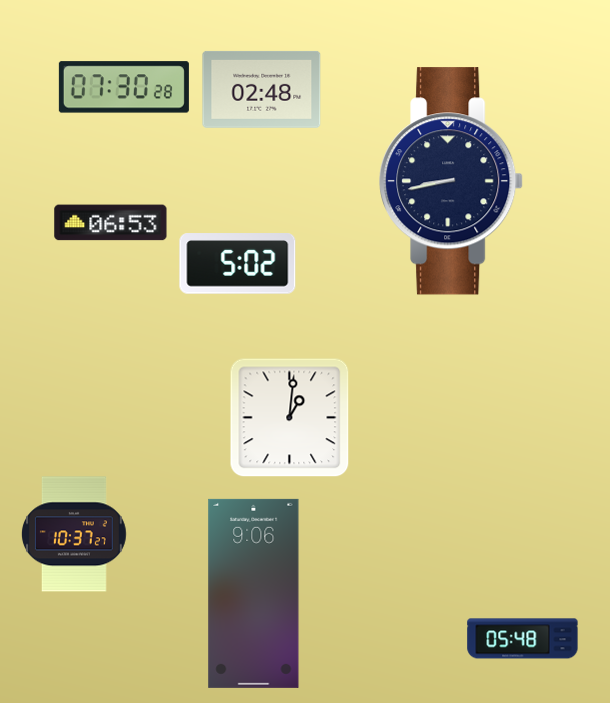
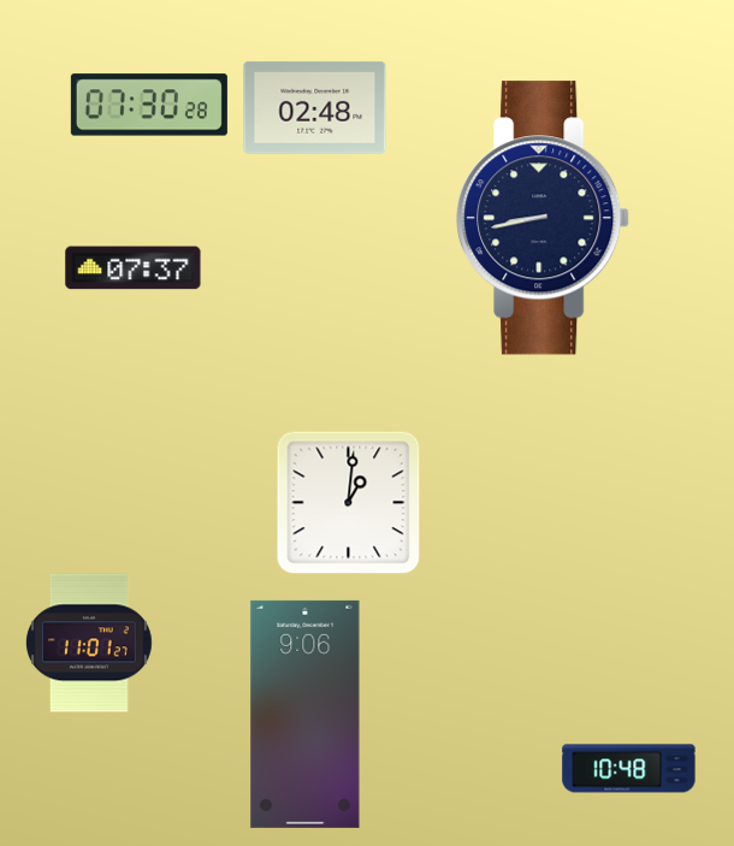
clock at (111, 223): 06:53 -> 07:37
clock at (238, 264): 5:02 -> none
clock at (74, 534): 10:37 -> 11:01
clock at (523, 639): 05:48 -> 10:48
